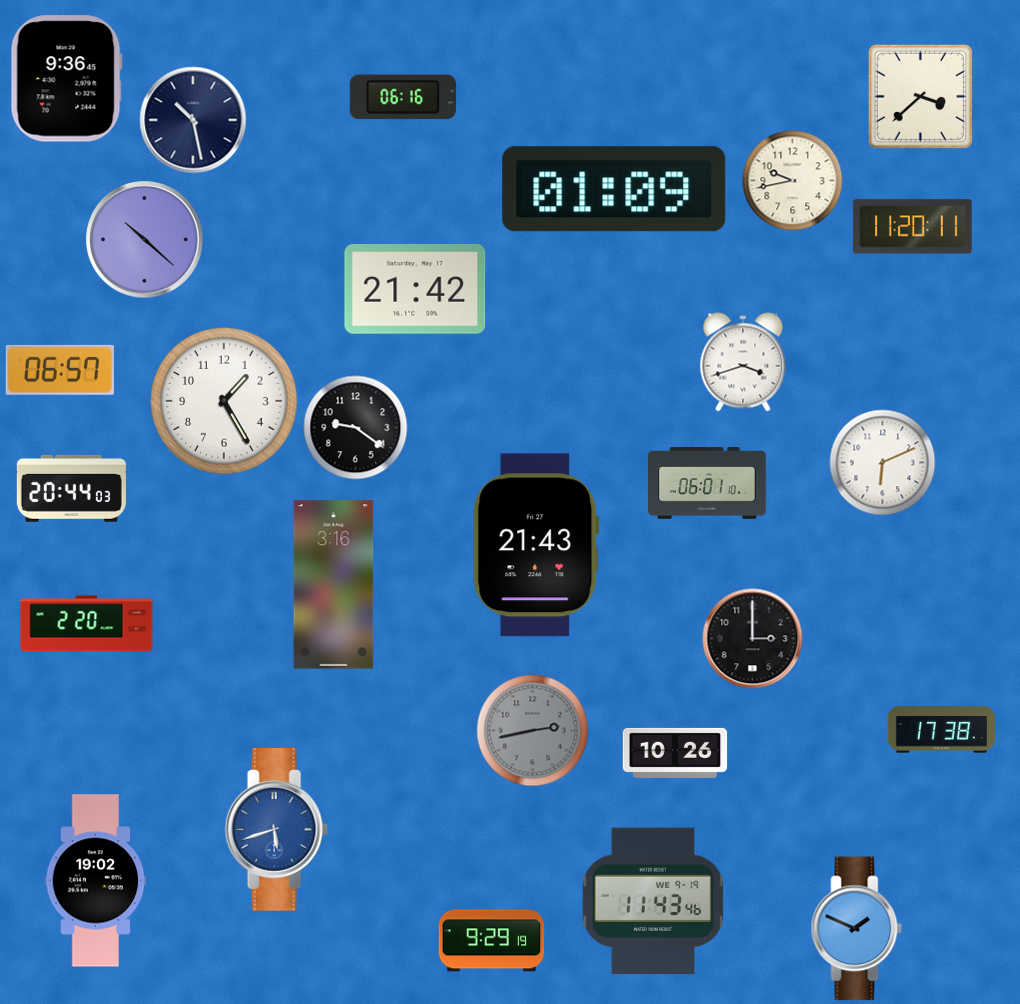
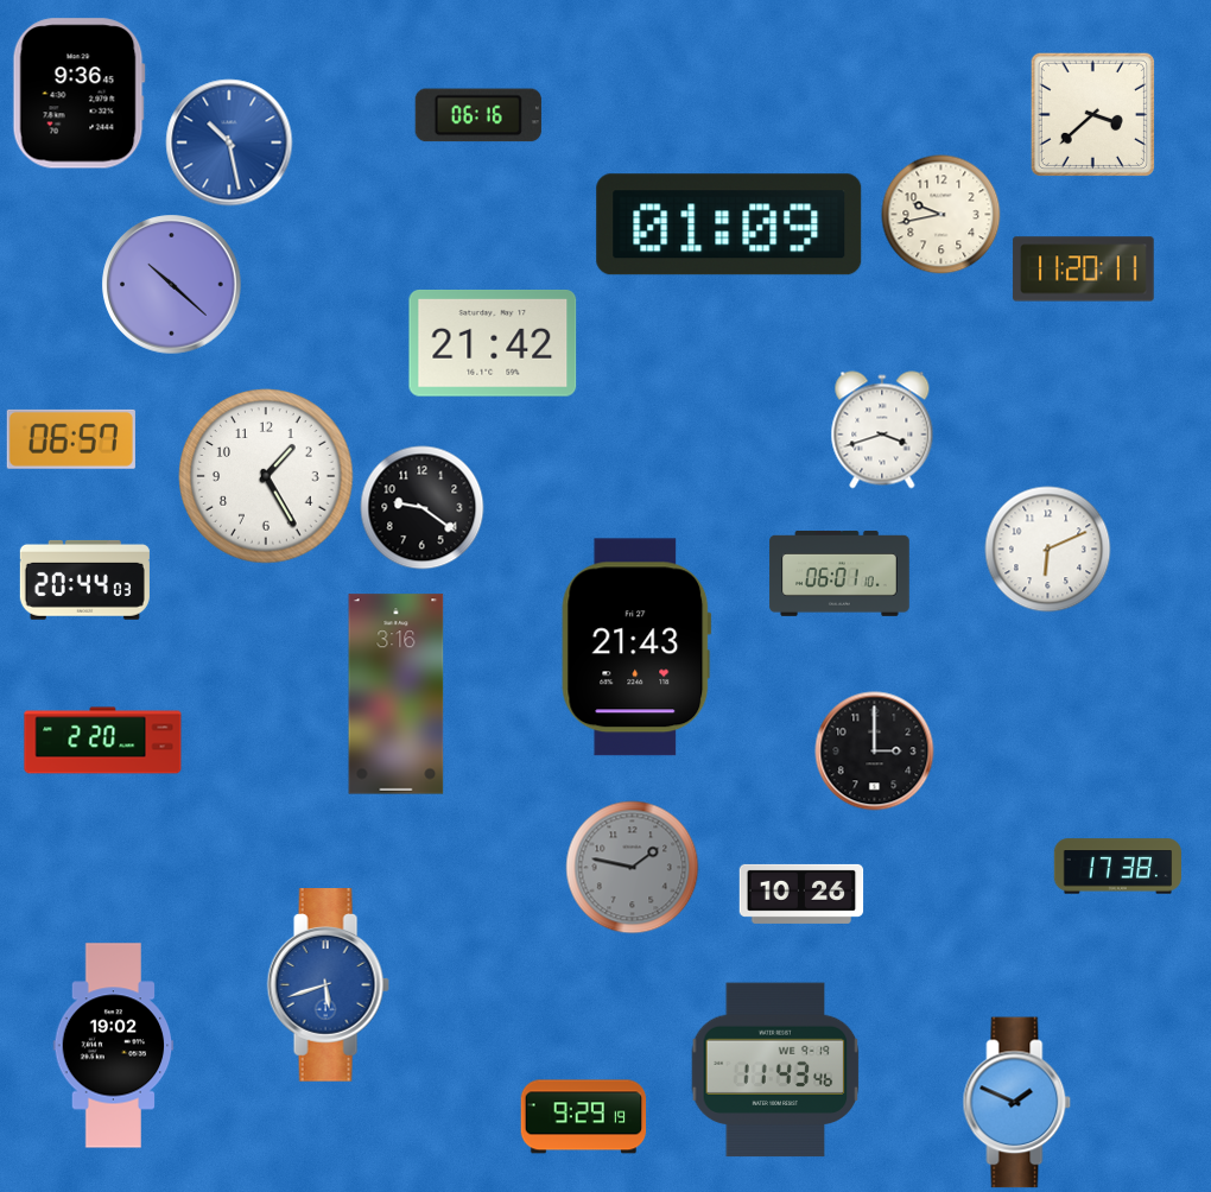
clock at (193, 120) dial: navy -> blue
clock at (753, 639) position: (753, 639) -> (875, 752)
clock at (533, 731): 2:43 -> 1:47
